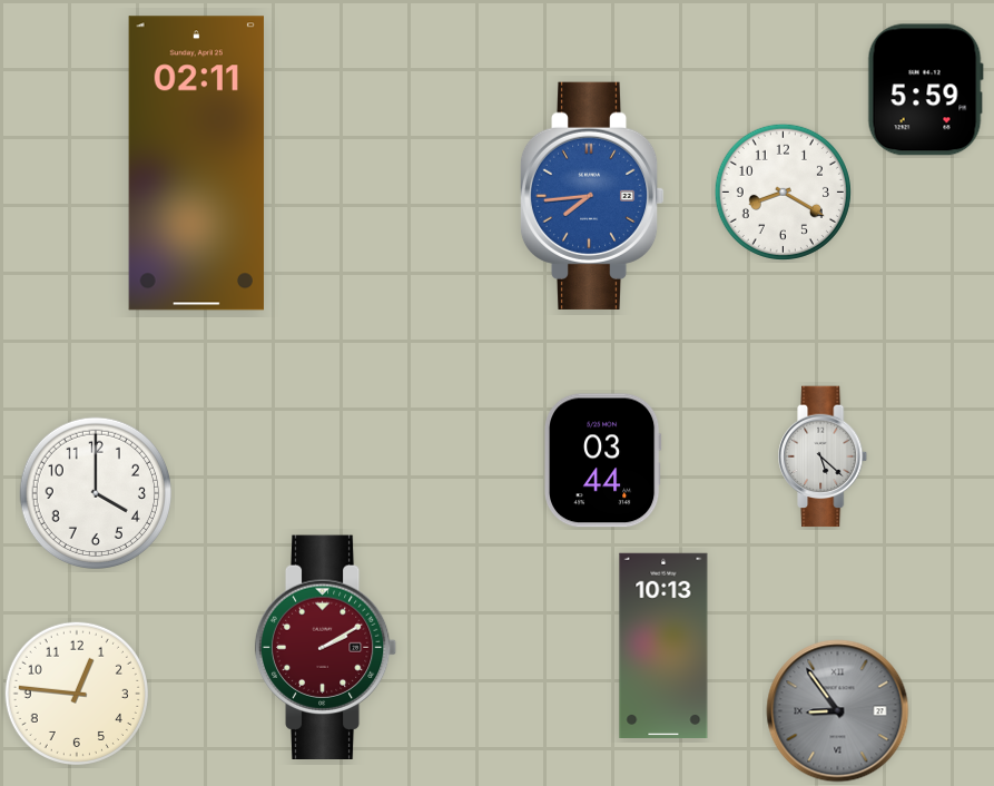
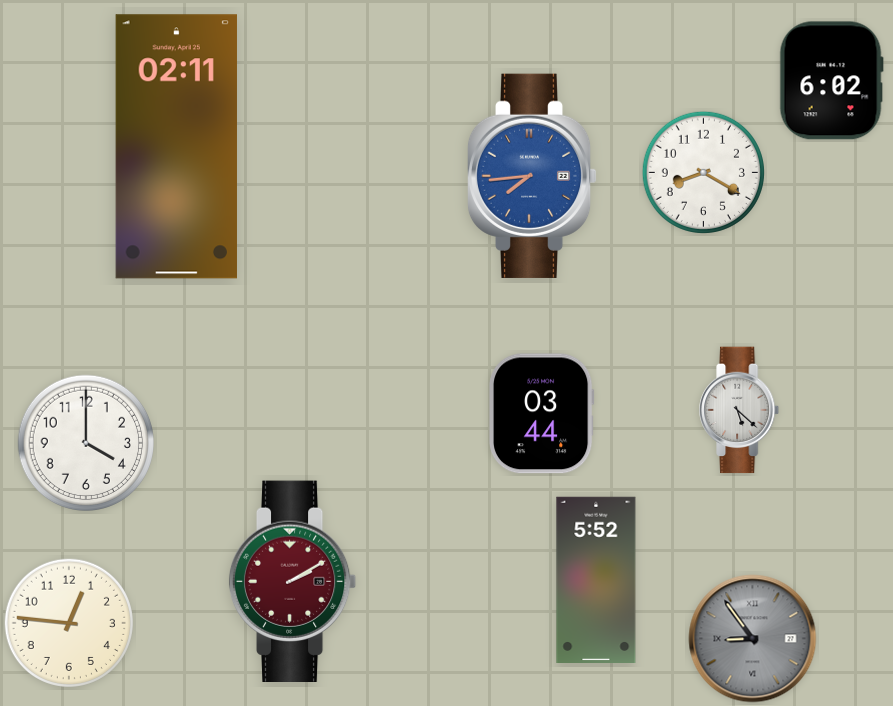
clock at (925, 90): 5:59 -> 6:02
clock at (663, 645): 10:13 -> 5:52
